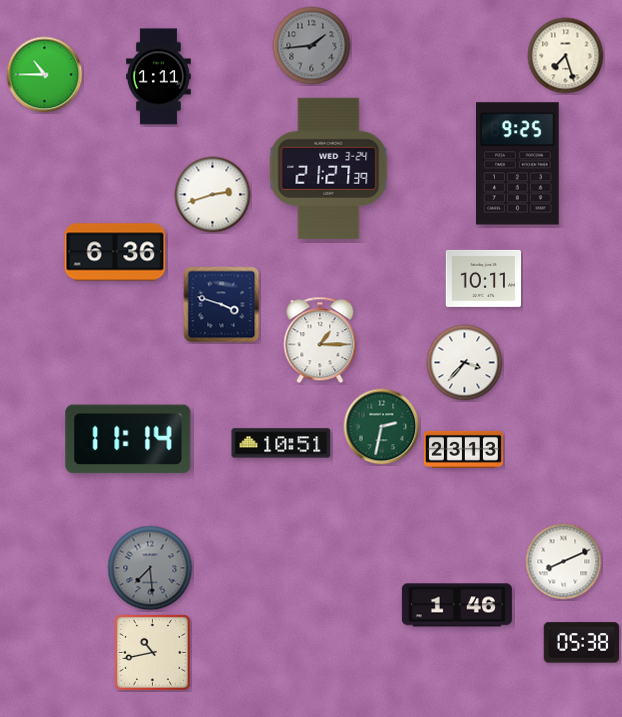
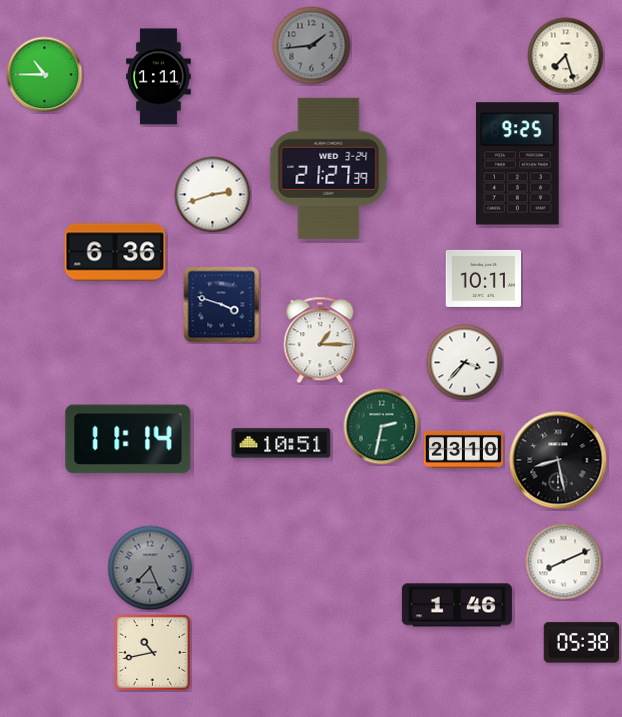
clock at (463, 449): 23:13 -> 23:10
clock at (558, 460): none -> 8:28
clock at (150, 568): 7:29 -> 7:26
